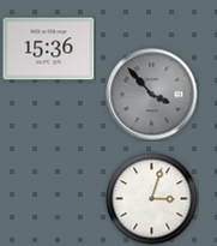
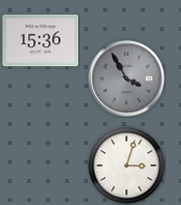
clock at (152, 95): 3:53 -> 3:55
